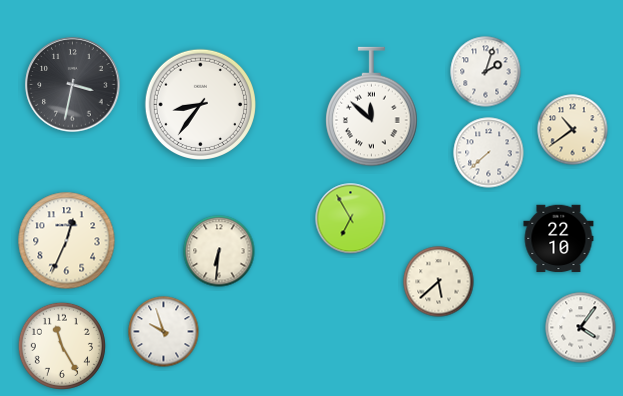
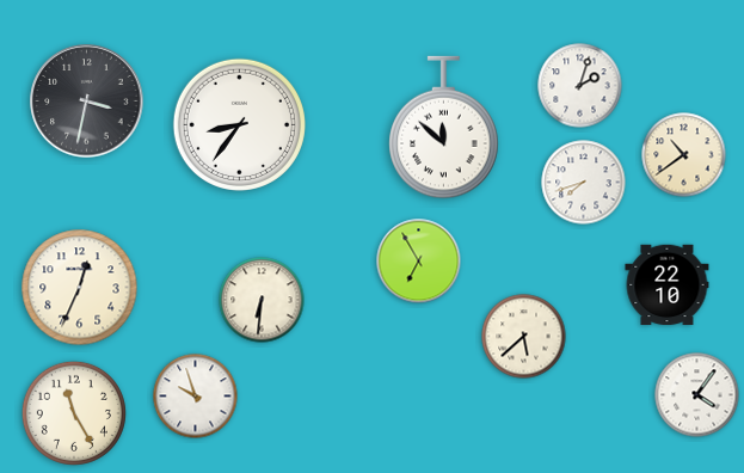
clock at (489, 153): 7:38 -> 7:42
clock at (581, 328) position: (581, 328) -> (697, 395)
